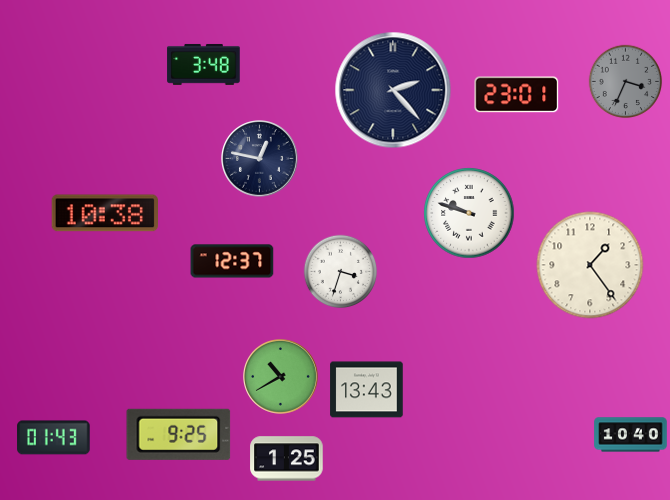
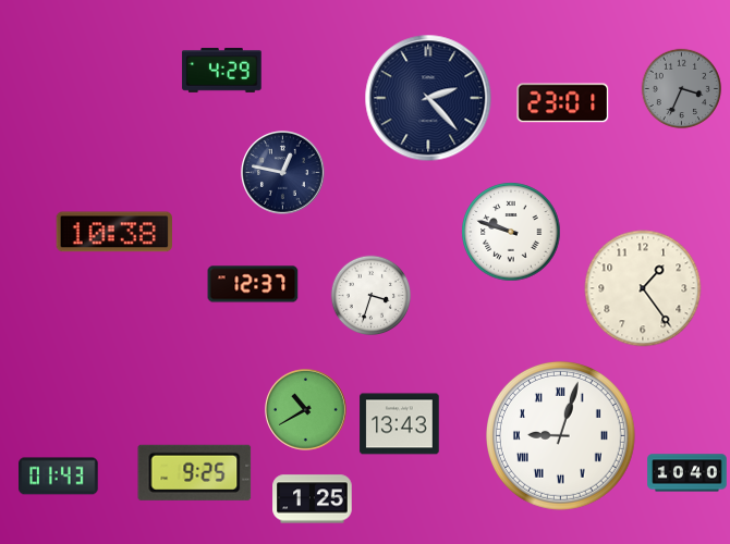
clock at (204, 64): 3:48 -> 4:29
clock at (560, 435): none -> 9:03
